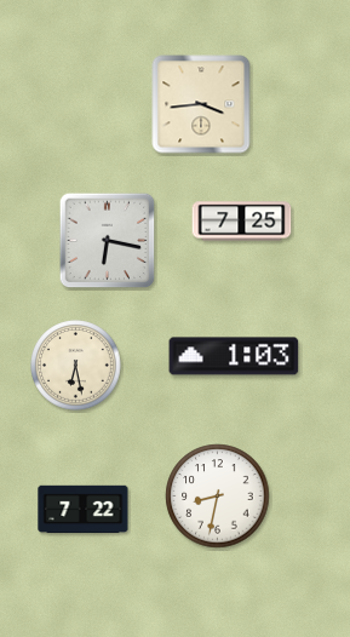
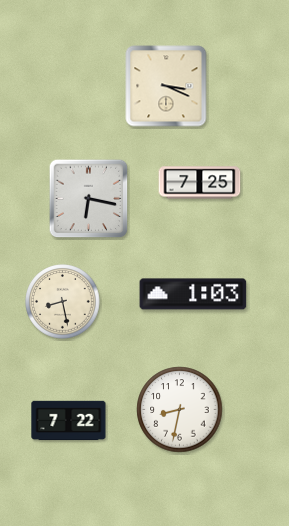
clock at (201, 104): 3:44 -> 3:19
clock at (76, 366): 6:28 -> 8:28
